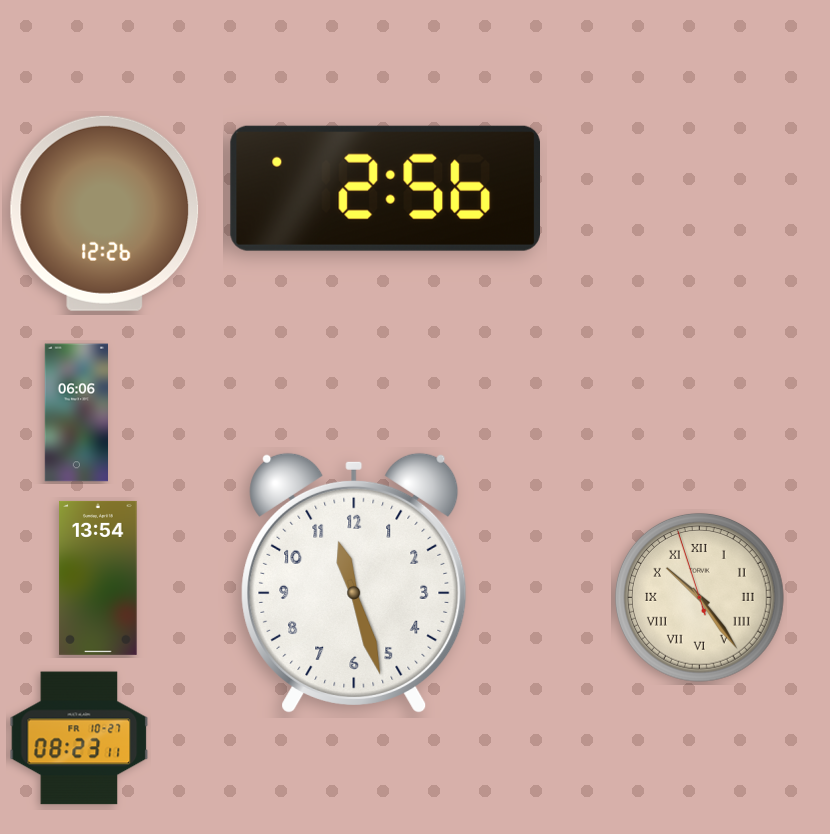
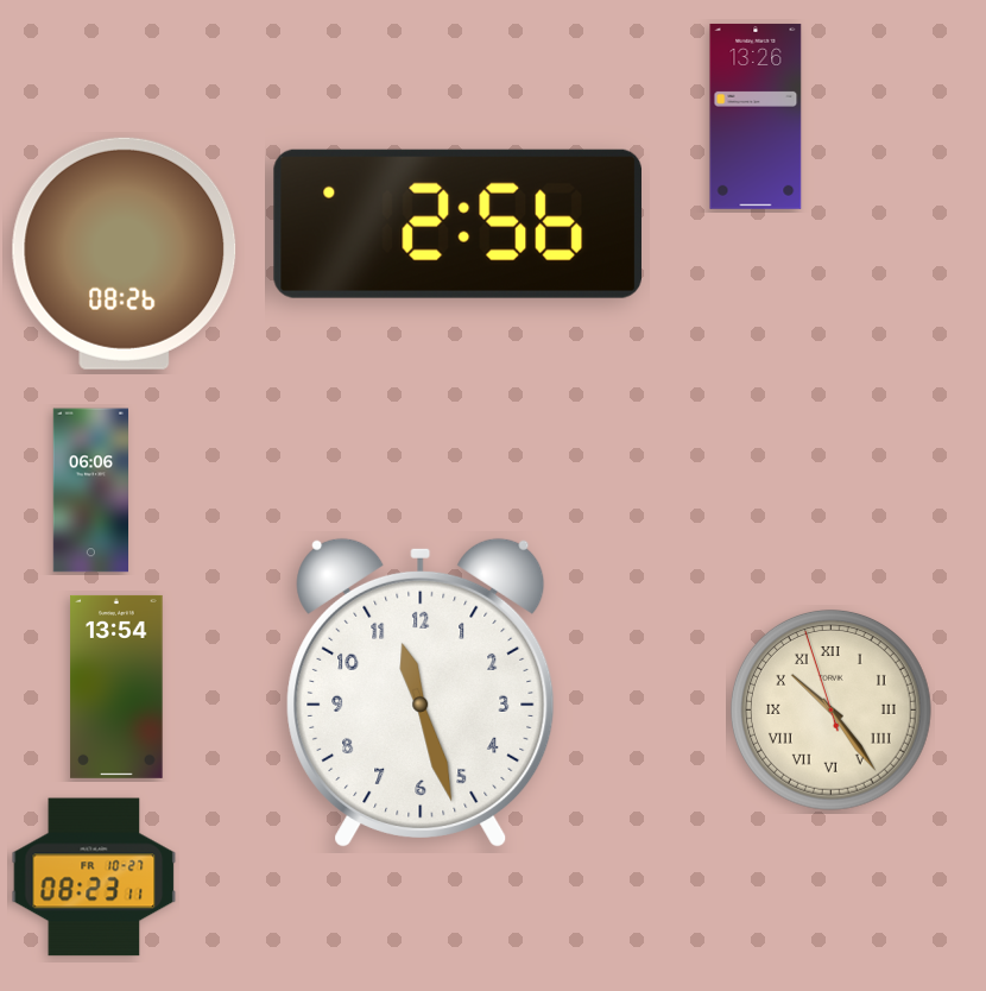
clock at (756, 116): none -> 13:26
clock at (105, 213): 12:26 -> 08:26
